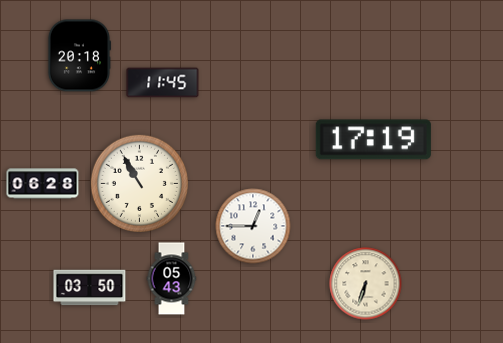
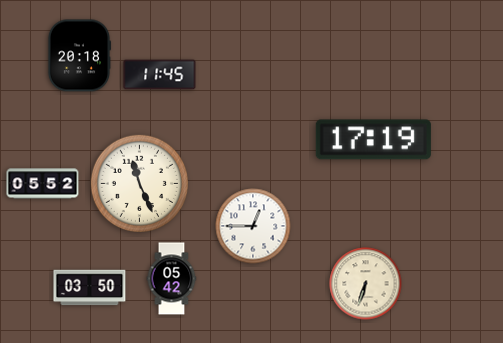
clock at (163, 83) position: (163, 83) -> (160, 75)
clock at (139, 183): 10:55 -> 11:26
clock at (43, 184): 06:28 -> 05:52
clock at (172, 279): 05:43 -> 05:42
